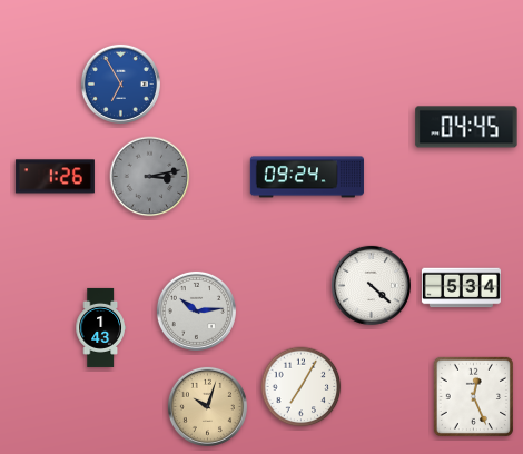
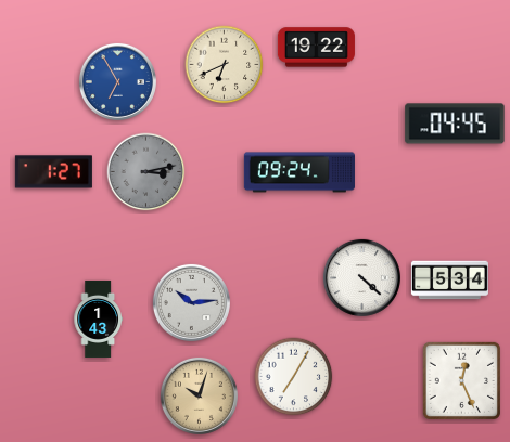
clock at (316, 48): none -> 19:22
clock at (225, 65): none -> 6:41
clock at (55, 177): 1:26 -> 1:27
clock at (473, 396) position: (473, 396) -> (461, 380)
clock at (207, 406) position: (207, 406) -> (199, 395)
